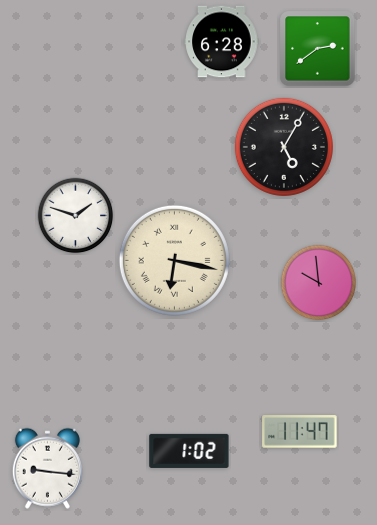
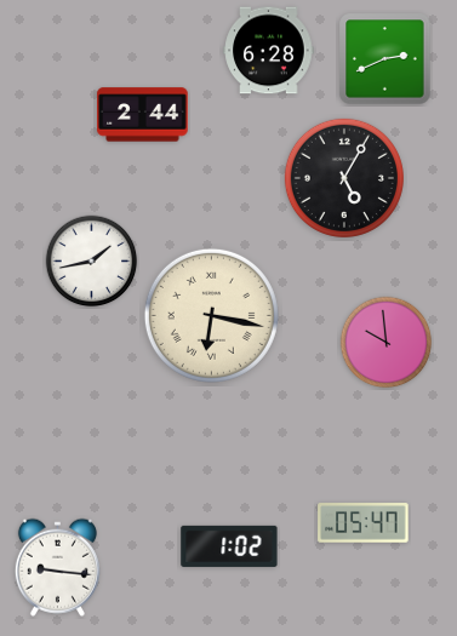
clock at (318, 49): 2:39 -> 2:41
clock at (143, 115): none -> 2:44
clock at (76, 216): 1:48 -> 1:43
clock at (300, 432): 11:47 -> 05:47
